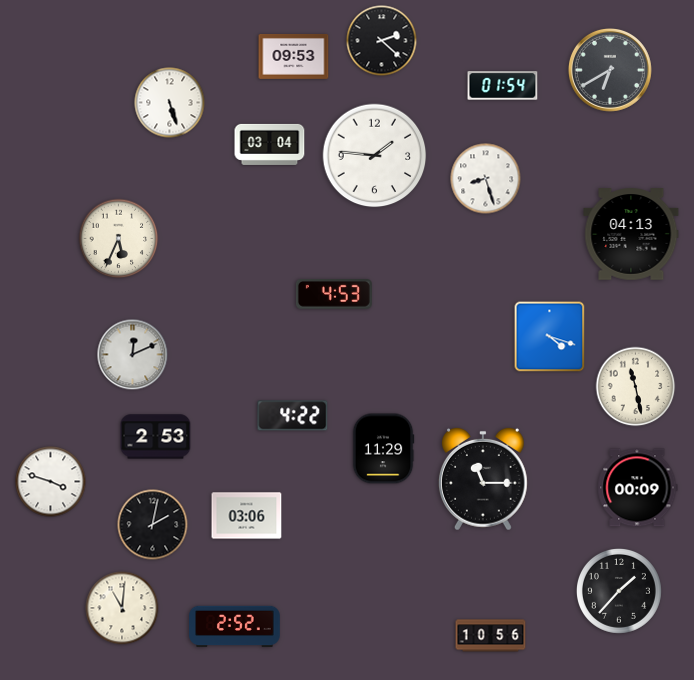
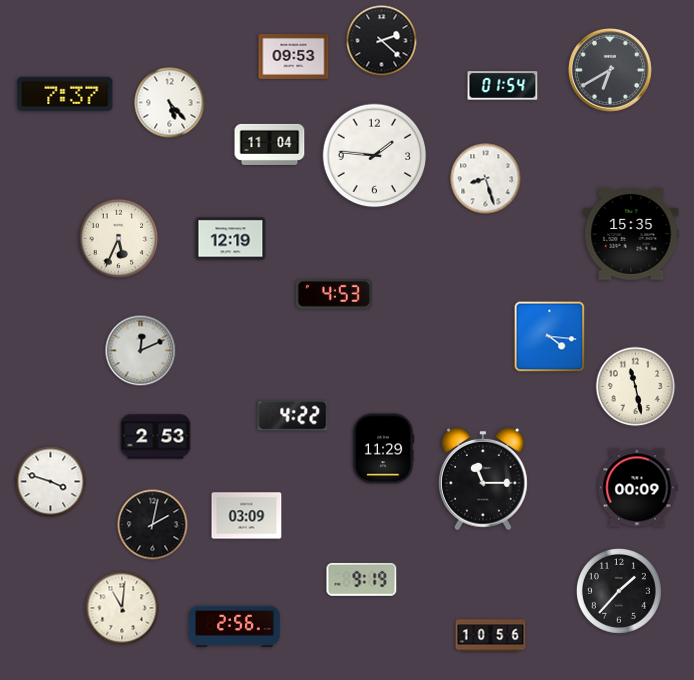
clock at (65, 94): none -> 7:37
clock at (170, 103): 5:27 -> 5:23
clock at (270, 144): 03:04 -> 11:04
clock at (631, 234): 04:13 -> 15:35
clock at (231, 239): none -> 12:19
clock at (550, 337): 4:18 -> 4:16
clock at (133, 355) position: (133, 355) -> (141, 351)
clock at (247, 516): 03:06 -> 03:09
clock at (362, 579): none -> 9:19
clock at (235, 627): 2:52 -> 2:56
